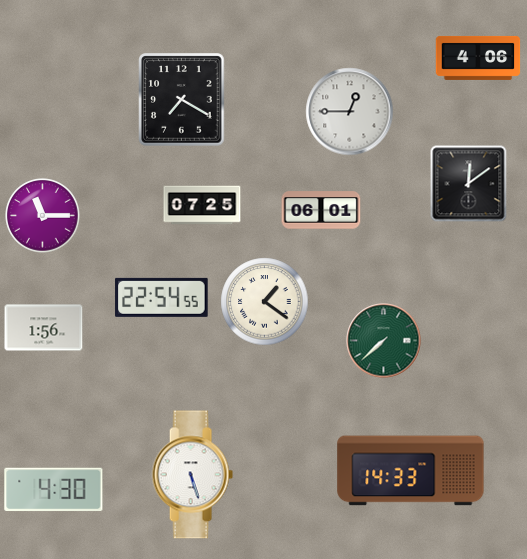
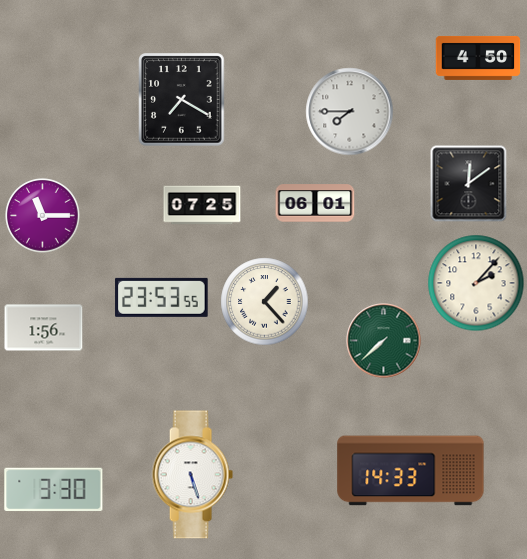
clock at (478, 58): 4:06 -> 4:50
clock at (350, 112): 12:45 -> 7:45
clock at (321, 210) position: (321, 210) -> (315, 203)
clock at (476, 283): none -> 2:07
clock at (162, 297): 22:54 -> 23:53
clock at (265, 302): 1:21 -> 1:23
clock at (54, 490): 4:30 -> 3:30
